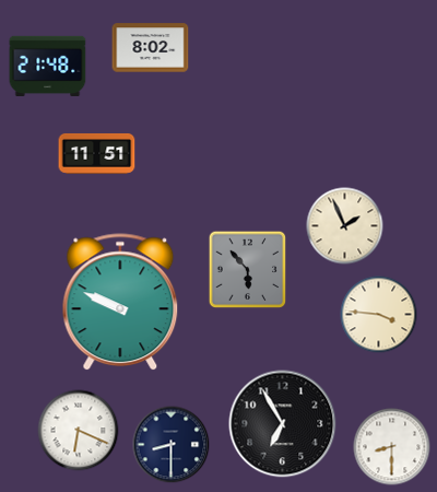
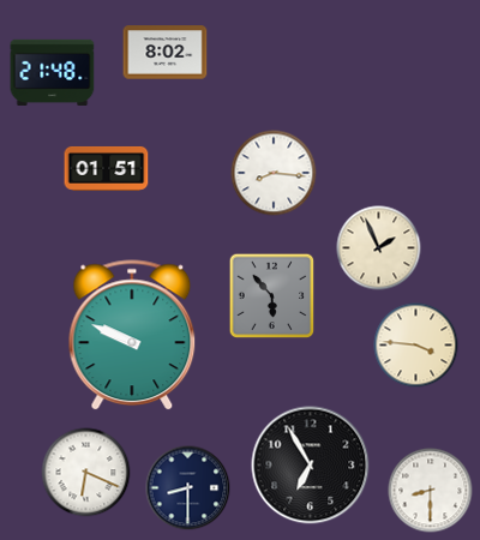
clock at (97, 154): 11:51 -> 01:51
clock at (274, 173): none -> 8:16
clock at (120, 303) position: (120, 303) -> (132, 336)
